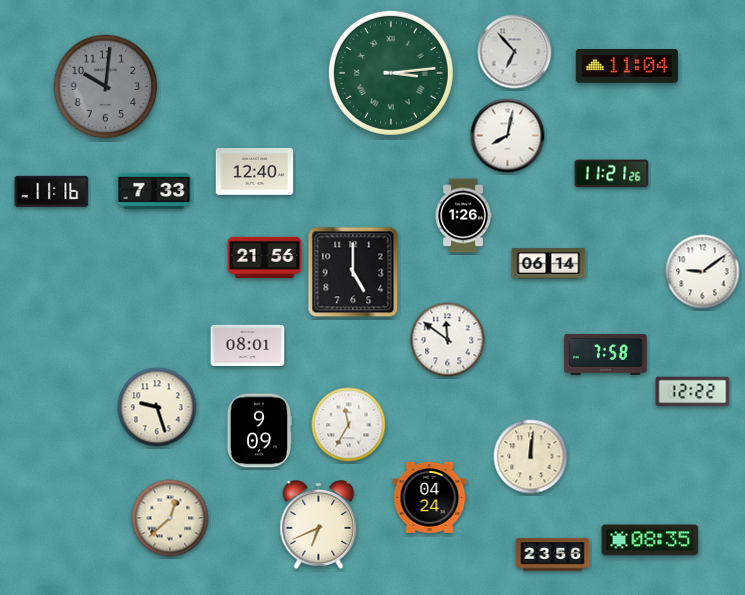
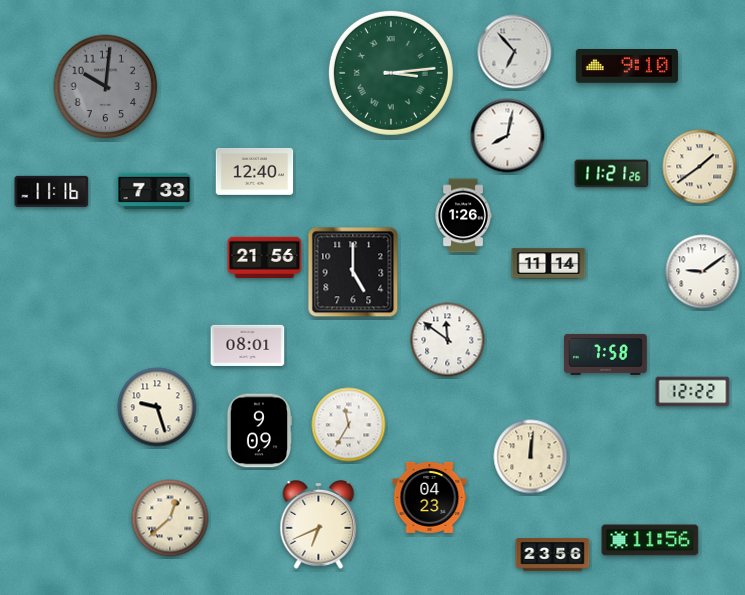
clock at (627, 67): 11:04 -> 9:10
clock at (700, 167): none -> 1:39
clock at (549, 264): 06:14 -> 11:14
clock at (430, 497): 04:24 -> 04:23
clock at (650, 540): 08:35 -> 11:56
